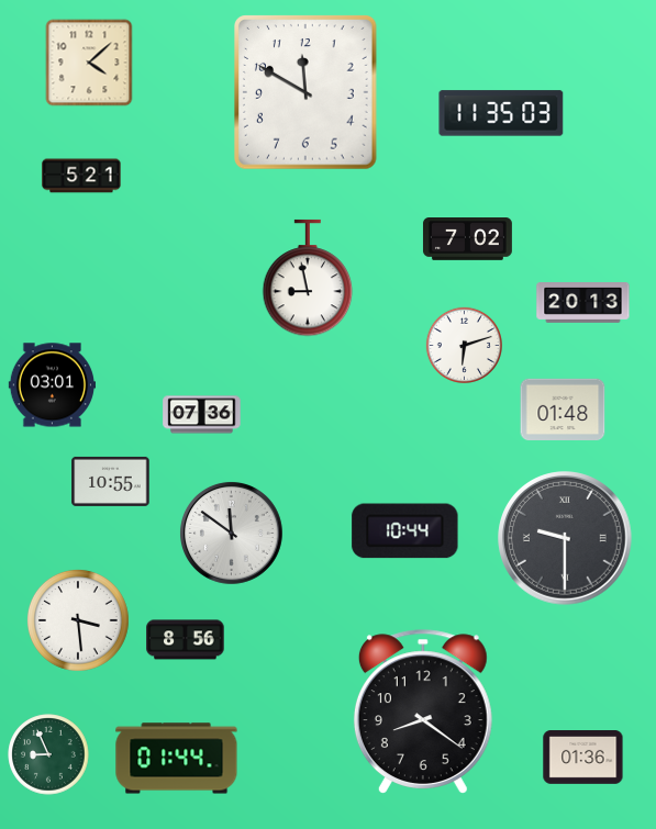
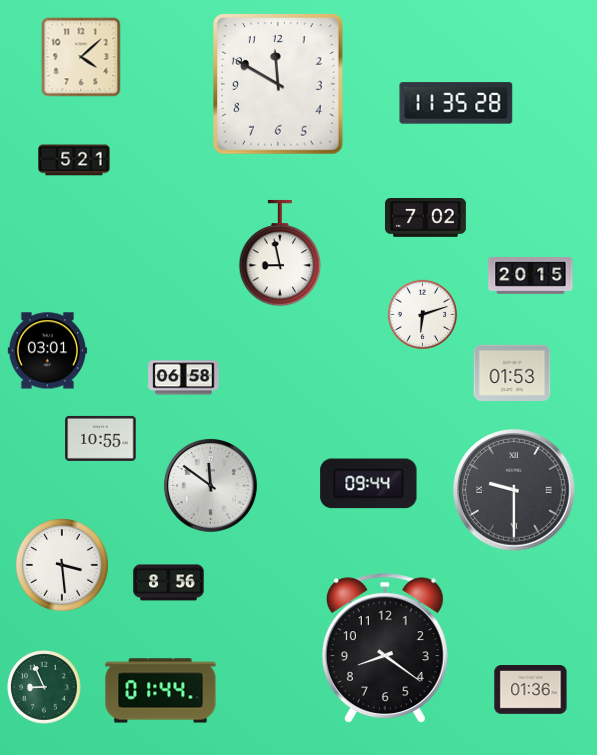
clock at (501, 113): 11:35:03 -> 11:35:28
clock at (583, 303): 20:13 -> 20:15
clock at (563, 408): 01:48 -> 01:53
clock at (202, 415): 07:36 -> 06:58
clock at (405, 531): 10:44 -> 09:44
clock at (78, 620) position: (78, 620) -> (62, 565)
